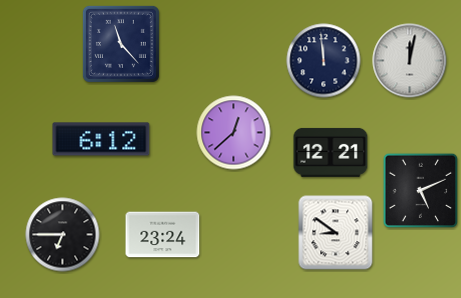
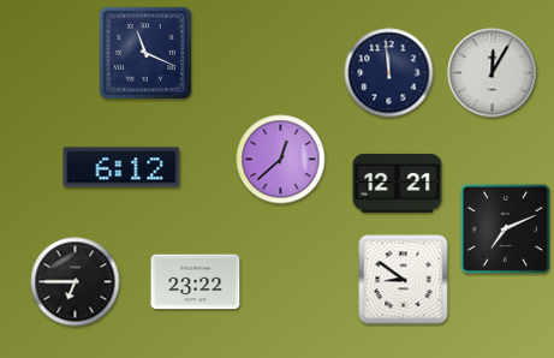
clock at (121, 44): 11:23 -> 11:19
clock at (410, 61): 12:02 -> 12:05
clock at (421, 191): 5:11 -> 7:11
clock at (163, 235): 23:24 -> 23:22
